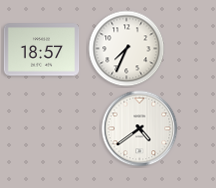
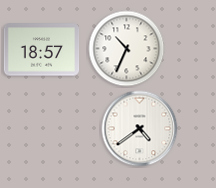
clock at (127, 49): 7:34 -> 10:34
